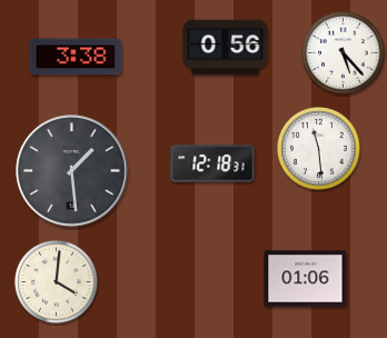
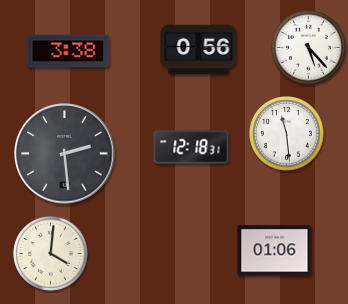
clock at (226, 48) position: (226, 48) -> (199, 50)
clock at (72, 171): 1:29 -> 2:29
